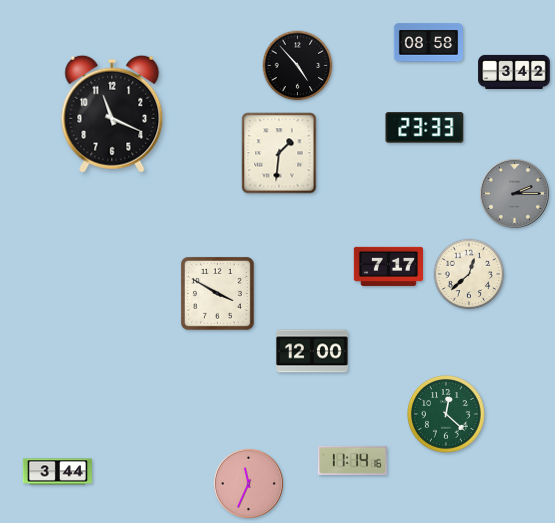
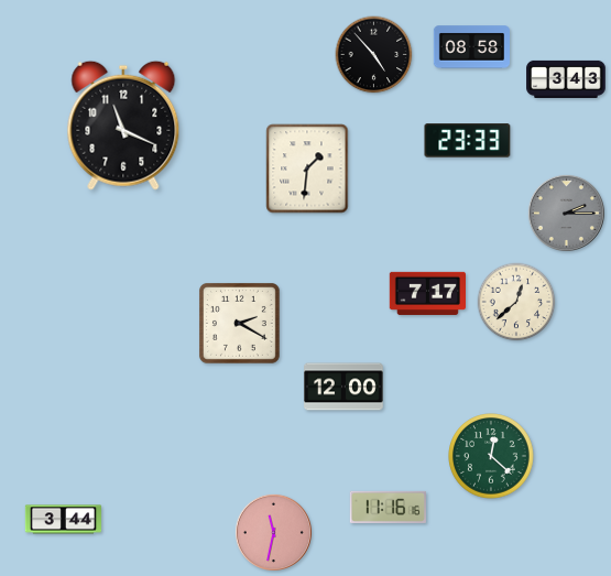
clock at (298, 66) position: (298, 66) -> (374, 55)
clock at (514, 72): 3:42 -> 3:43
clock at (217, 293): 3:50 -> 2:20
clock at (352, 460): 11:14 -> 11:16
clock at (248, 483): 11:34 -> 11:32
